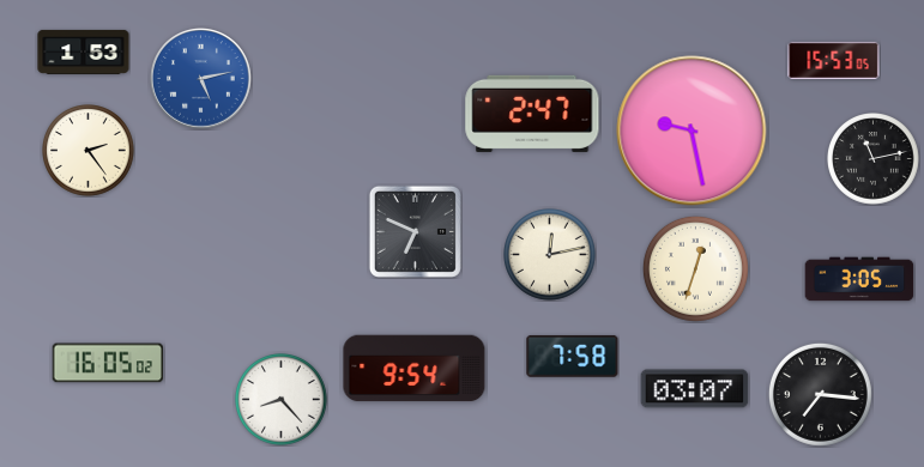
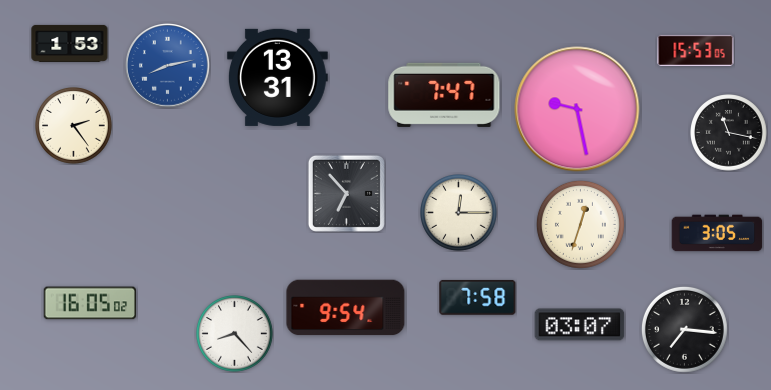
clock at (201, 79): 5:13 -> 8:13
clock at (277, 77): none -> 13:31
clock at (532, 114): 2:47 -> 7:47
clock at (874, 159): 11:13 -> 11:17
clock at (415, 231): 6:49 -> 6:53
clock at (550, 255): 12:13 -> 12:15
